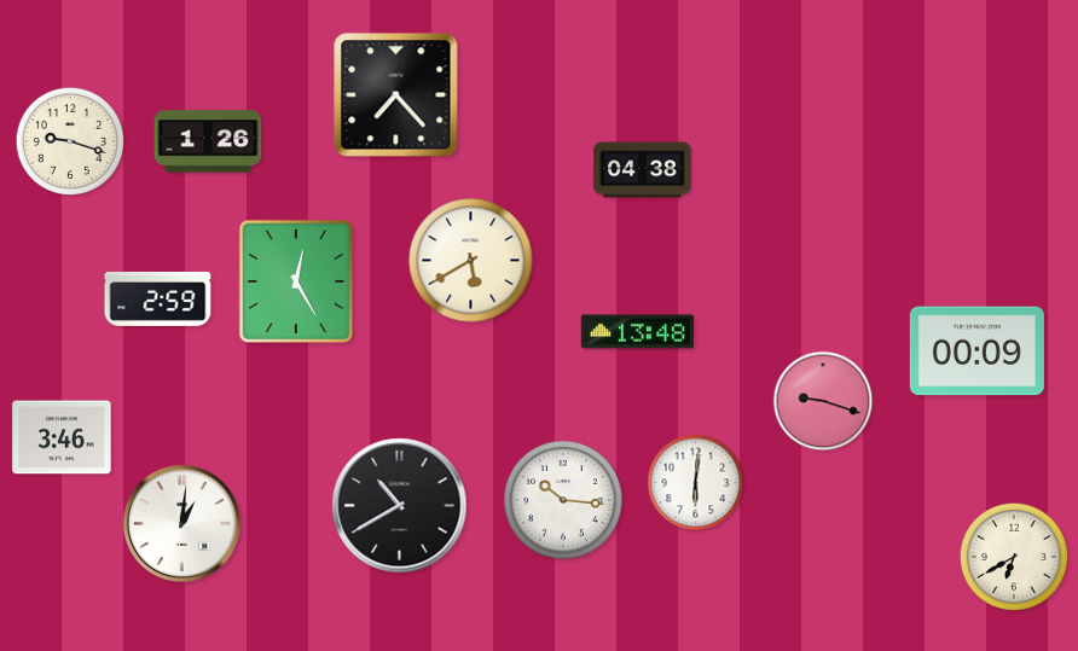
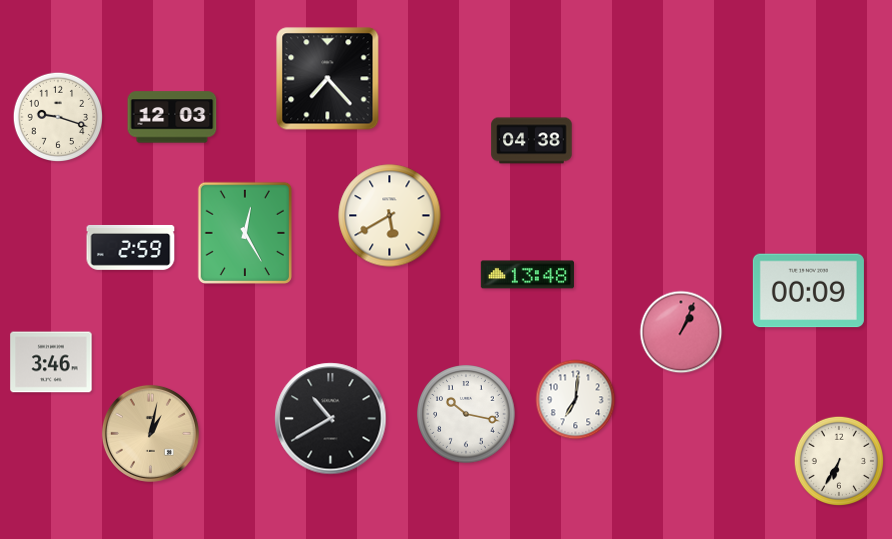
clock at (208, 141): 1:26 -> 12:03
clock at (823, 401): 9:18 -> 1:04
clock at (696, 483): 6:01 -> 7:01
clock at (563, 500): 10:16 -> 10:17
clock at (181, 523): 1:01 -> 1:02
clock at (181, 523) dial: white -> champagne
clock at (1013, 556): 6:40 -> 6:35
